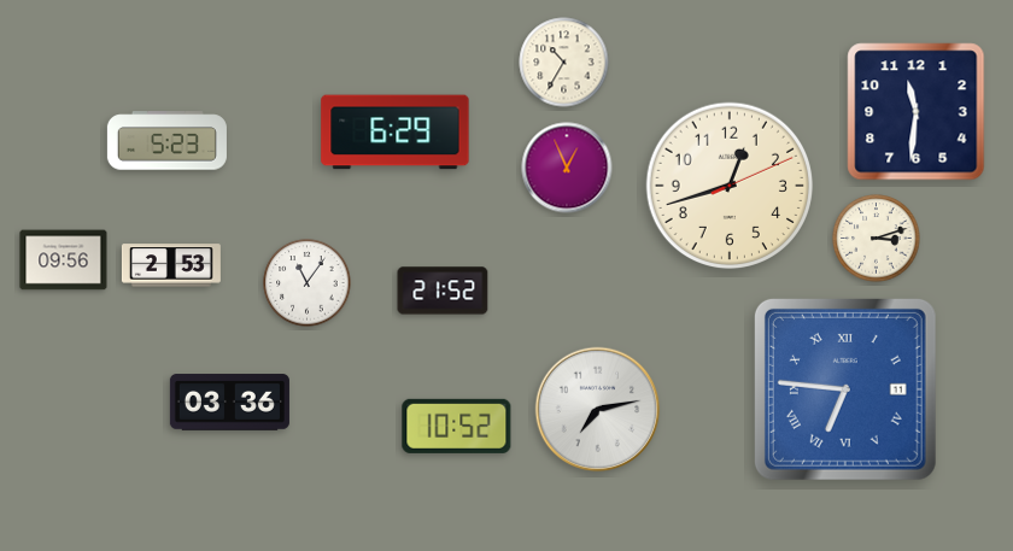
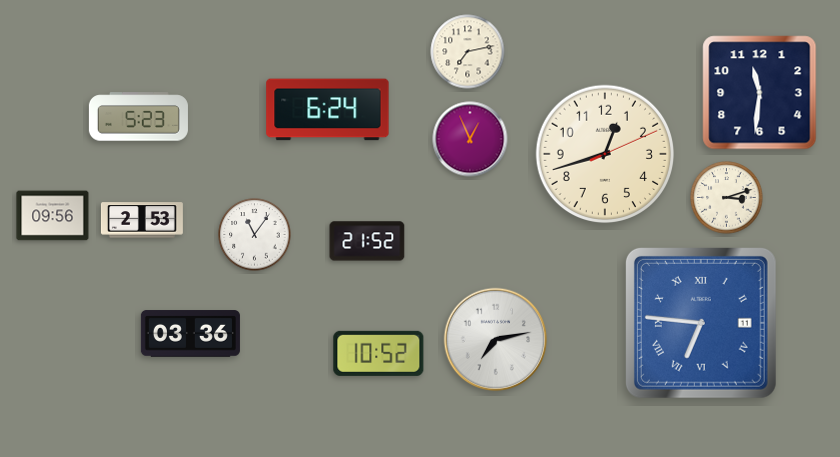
clock at (564, 63): 10:35 -> 7:13
clock at (396, 133): 6:29 -> 6:24
